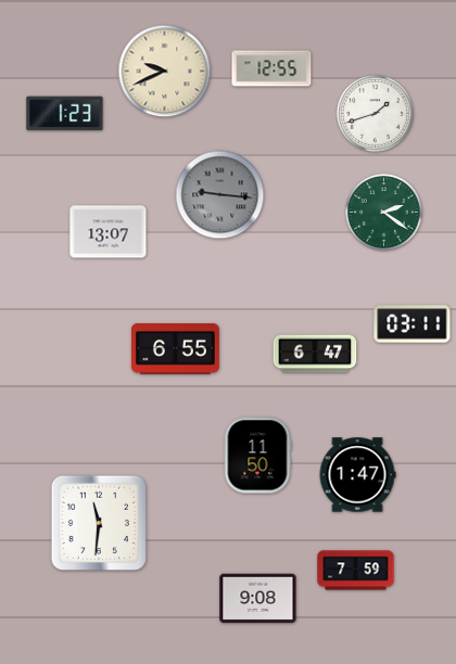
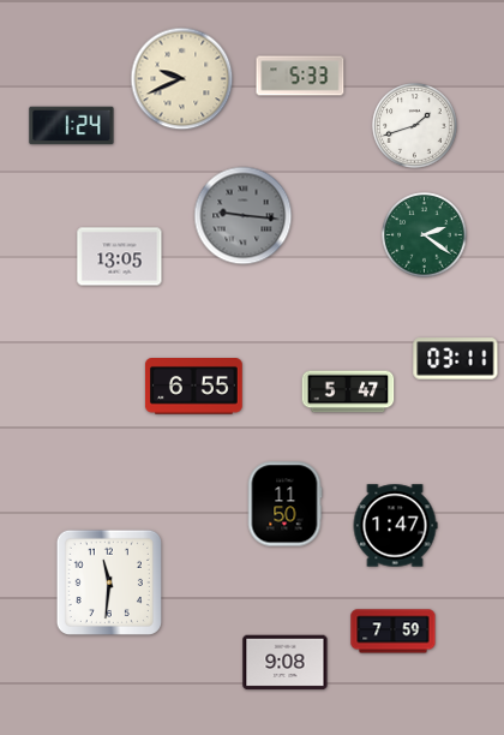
clock at (271, 68): 12:55 -> 5:33
clock at (65, 114): 1:23 -> 1:24
clock at (109, 232): 13:07 -> 13:05
clock at (315, 354): 6:47 -> 5:47
clock at (99, 523) position: (99, 523) -> (109, 582)
